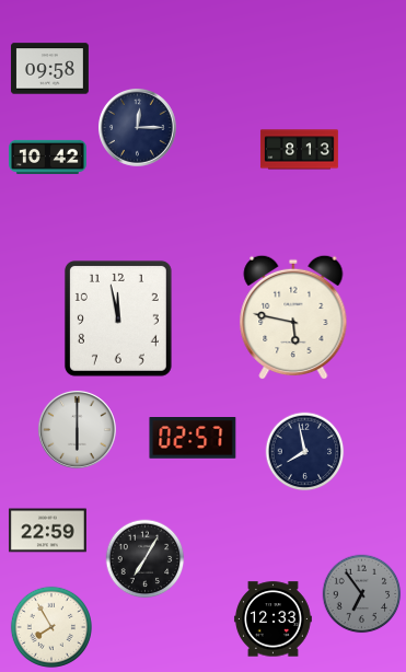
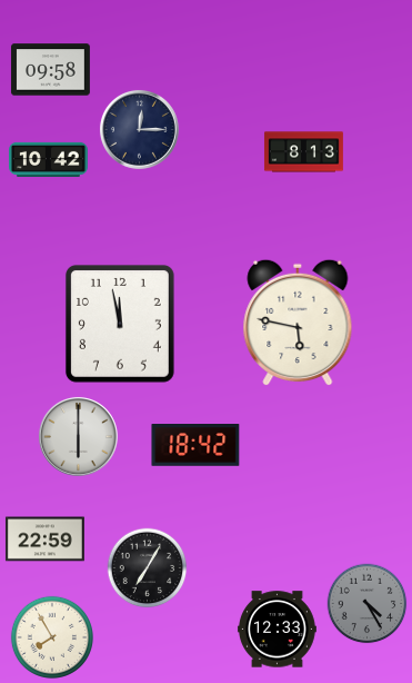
clock at (193, 439): 02:57 -> 18:42
clock at (305, 452): 7:58 -> none
clock at (47, 531) position: (47, 531) -> (44, 540)
clock at (362, 594): 6:54 -> 4:25
